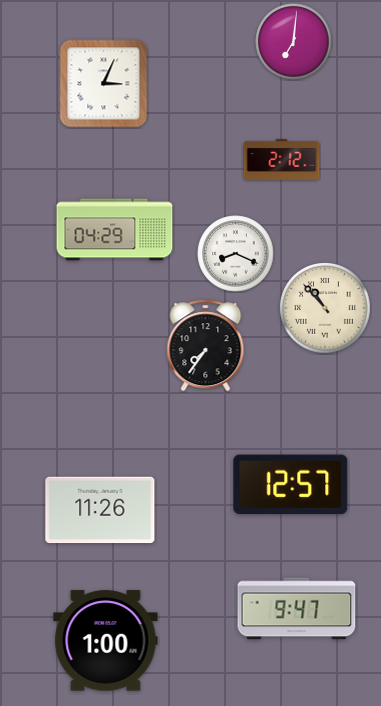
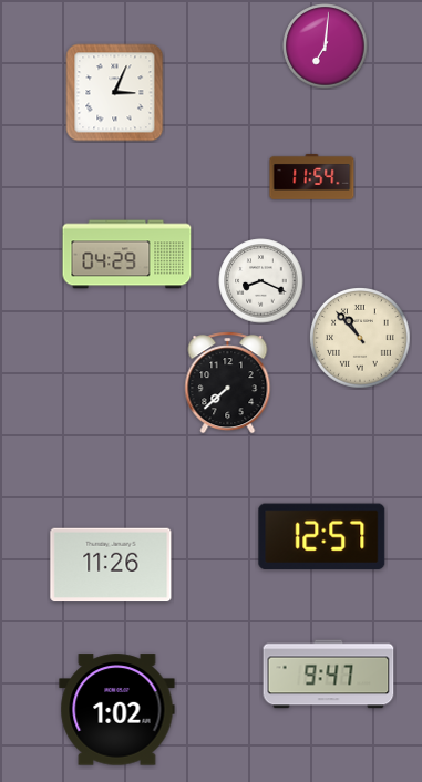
clock at (282, 159): 2:12 -> 11:54
clock at (326, 309) position: (326, 309) -> (361, 339)
clock at (206, 346): 7:36 -> 7:38
clock at (106, 641): 1:00 -> 1:02
